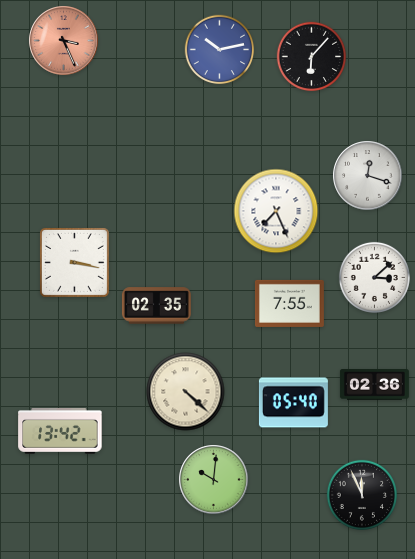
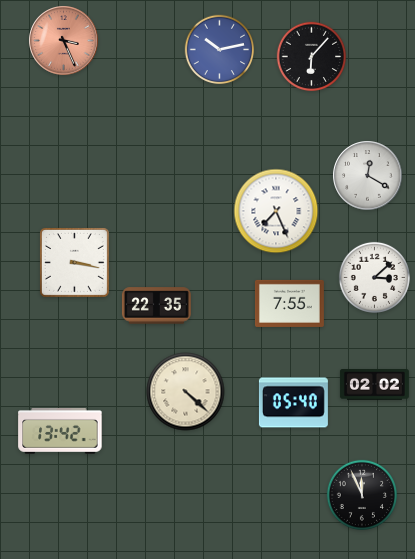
clock at (368, 176): 12:18 -> 12:20
clock at (156, 306): 02:35 -> 22:35
clock at (374, 385): 02:36 -> 02:02
clock at (214, 480): 10:01 -> none
